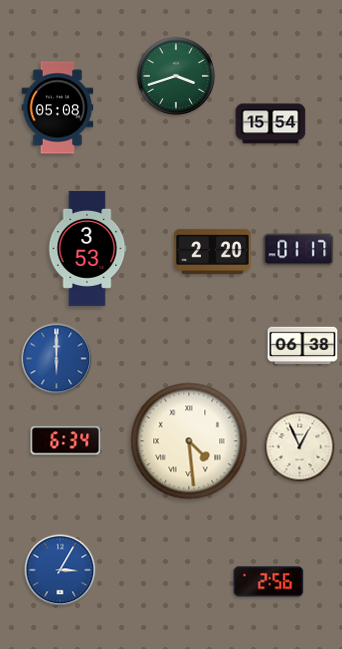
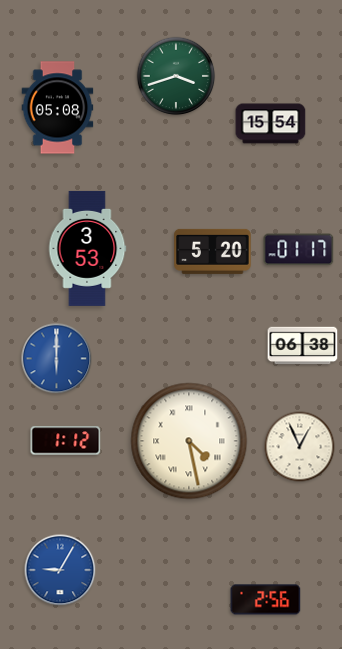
clock at (213, 251): 2:20 -> 5:20
clock at (66, 441): 6:34 -> 1:12
clock at (189, 441): 4:29 -> 4:28
clock at (60, 570): 3:05 -> 9:05
clock at (269, 582) position: (269, 582) -> (266, 600)
